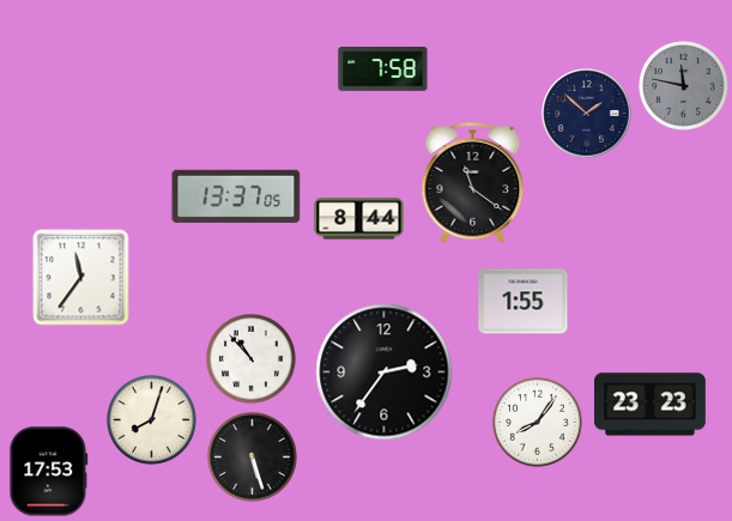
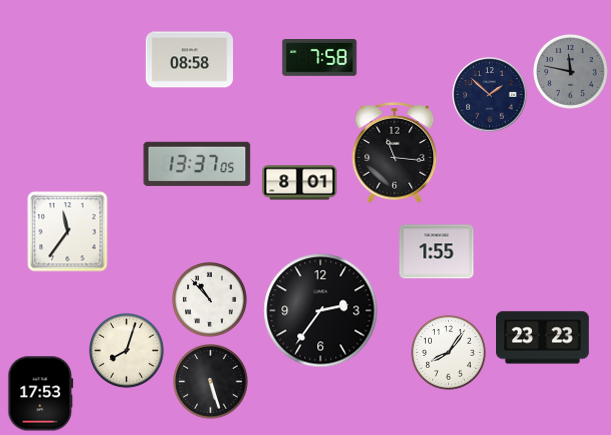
clock at (190, 60): none -> 08:58
clock at (473, 183): 11:21 -> 11:16
clock at (359, 219): 8:44 -> 8:01
